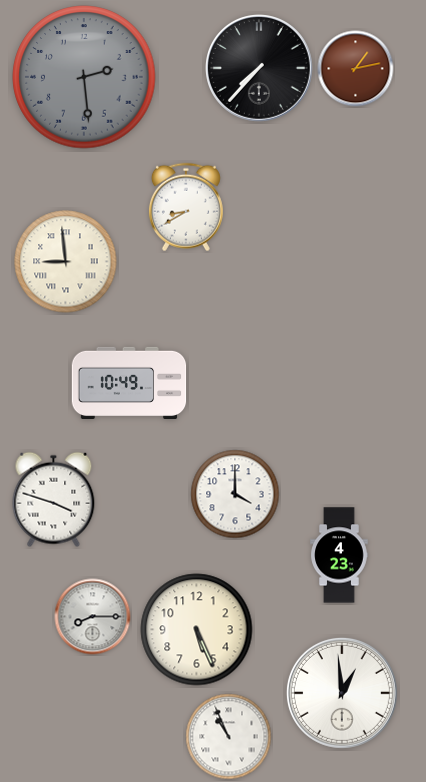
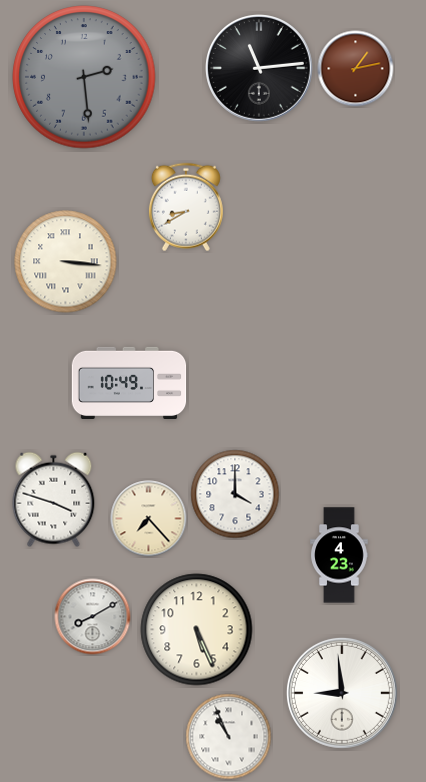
clock at (260, 69): 7:37 -> 11:14
clock at (66, 262): 8:59 -> 3:16
clock at (149, 519): none -> 7:23
clock at (93, 617): 8:15 -> 8:10
clock at (342, 693): 12:59 -> 8:59
